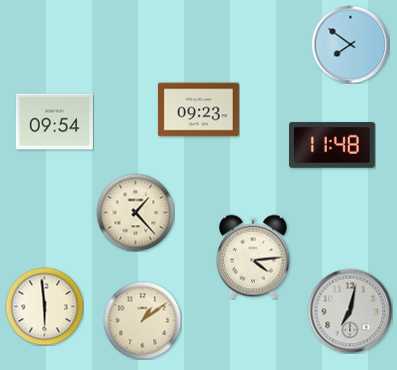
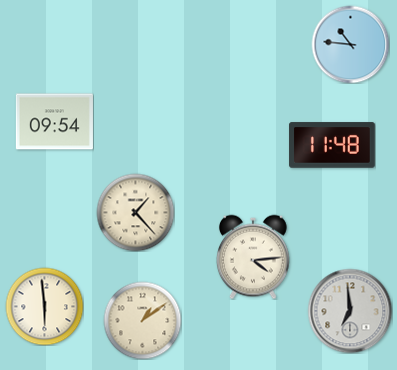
clock at (350, 44): 7:51 -> 10:46
clock at (198, 110): 09:23 -> none
clock at (350, 311): 7:02 -> 6:59
